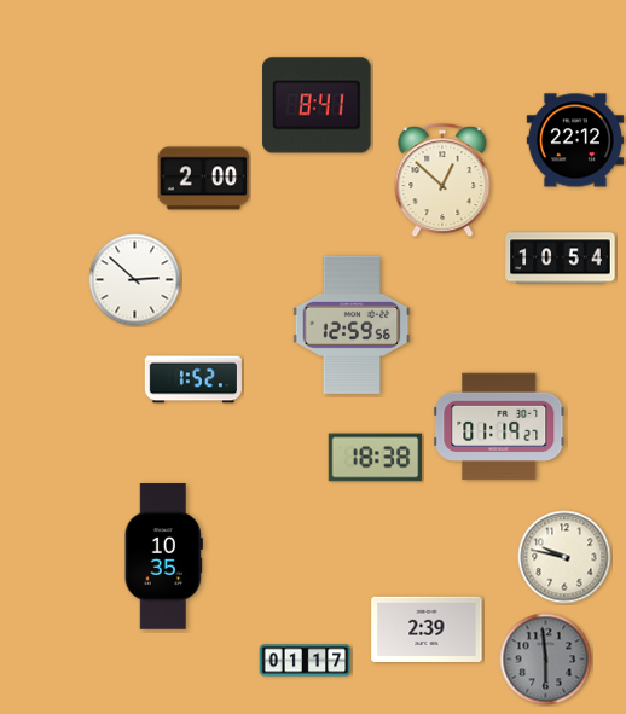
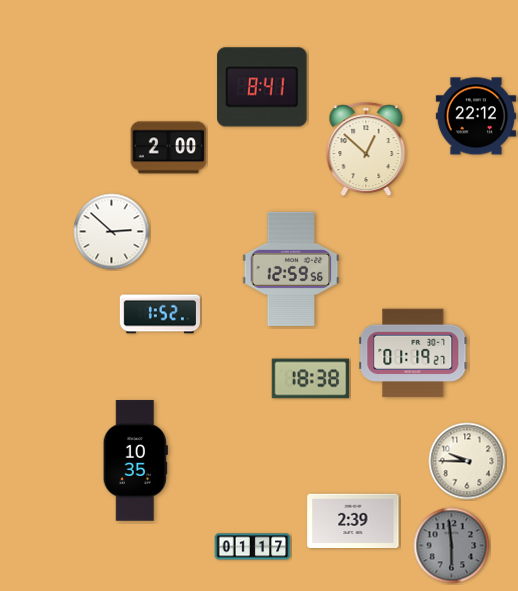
clock at (561, 259): 10:54 -> none
clock at (564, 557): 9:47 -> 9:45
